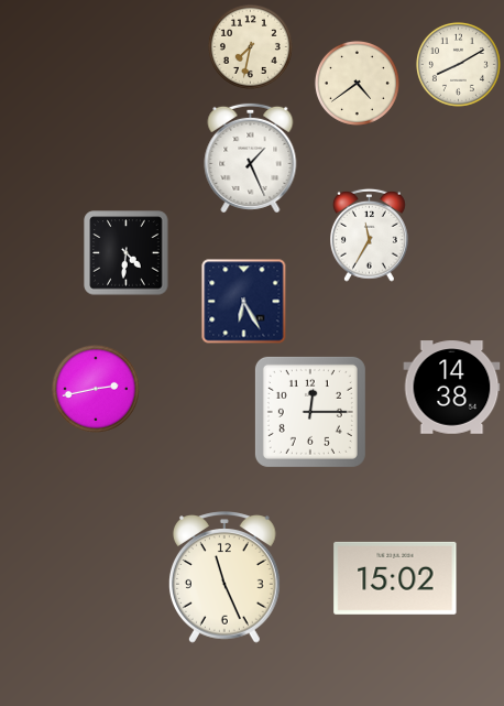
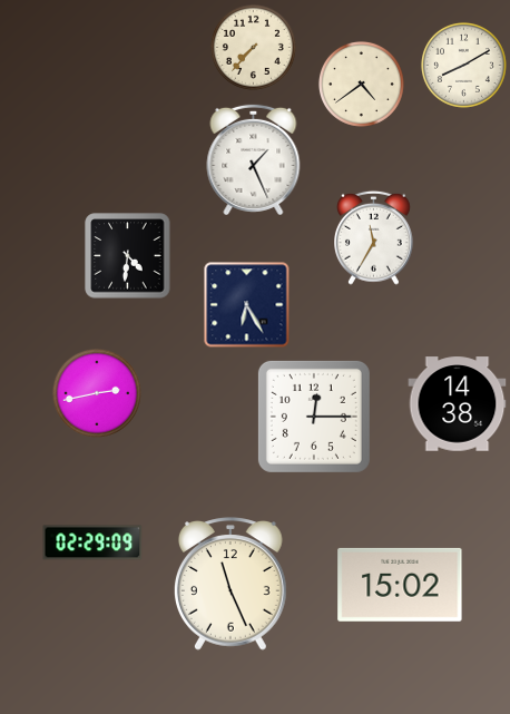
clock at (250, 46): 7:32 -> 7:37
clock at (452, 388) position: (452, 388) -> (458, 404)
clock at (92, 542): none -> 02:29
clock at (226, 577) position: (226, 577) -> (232, 584)
